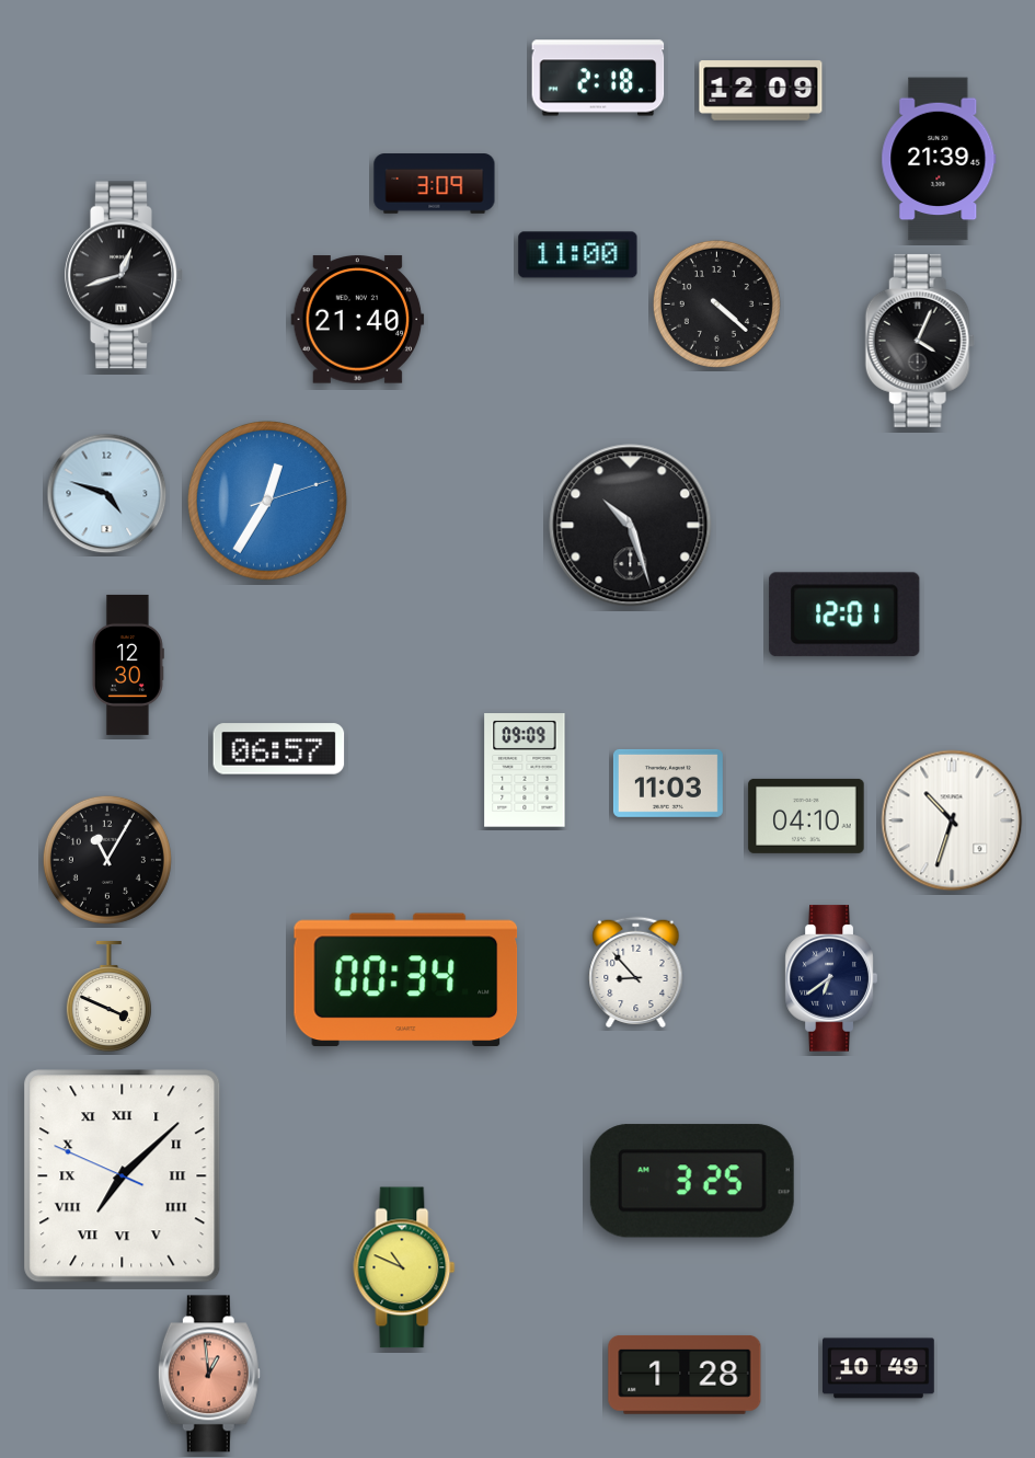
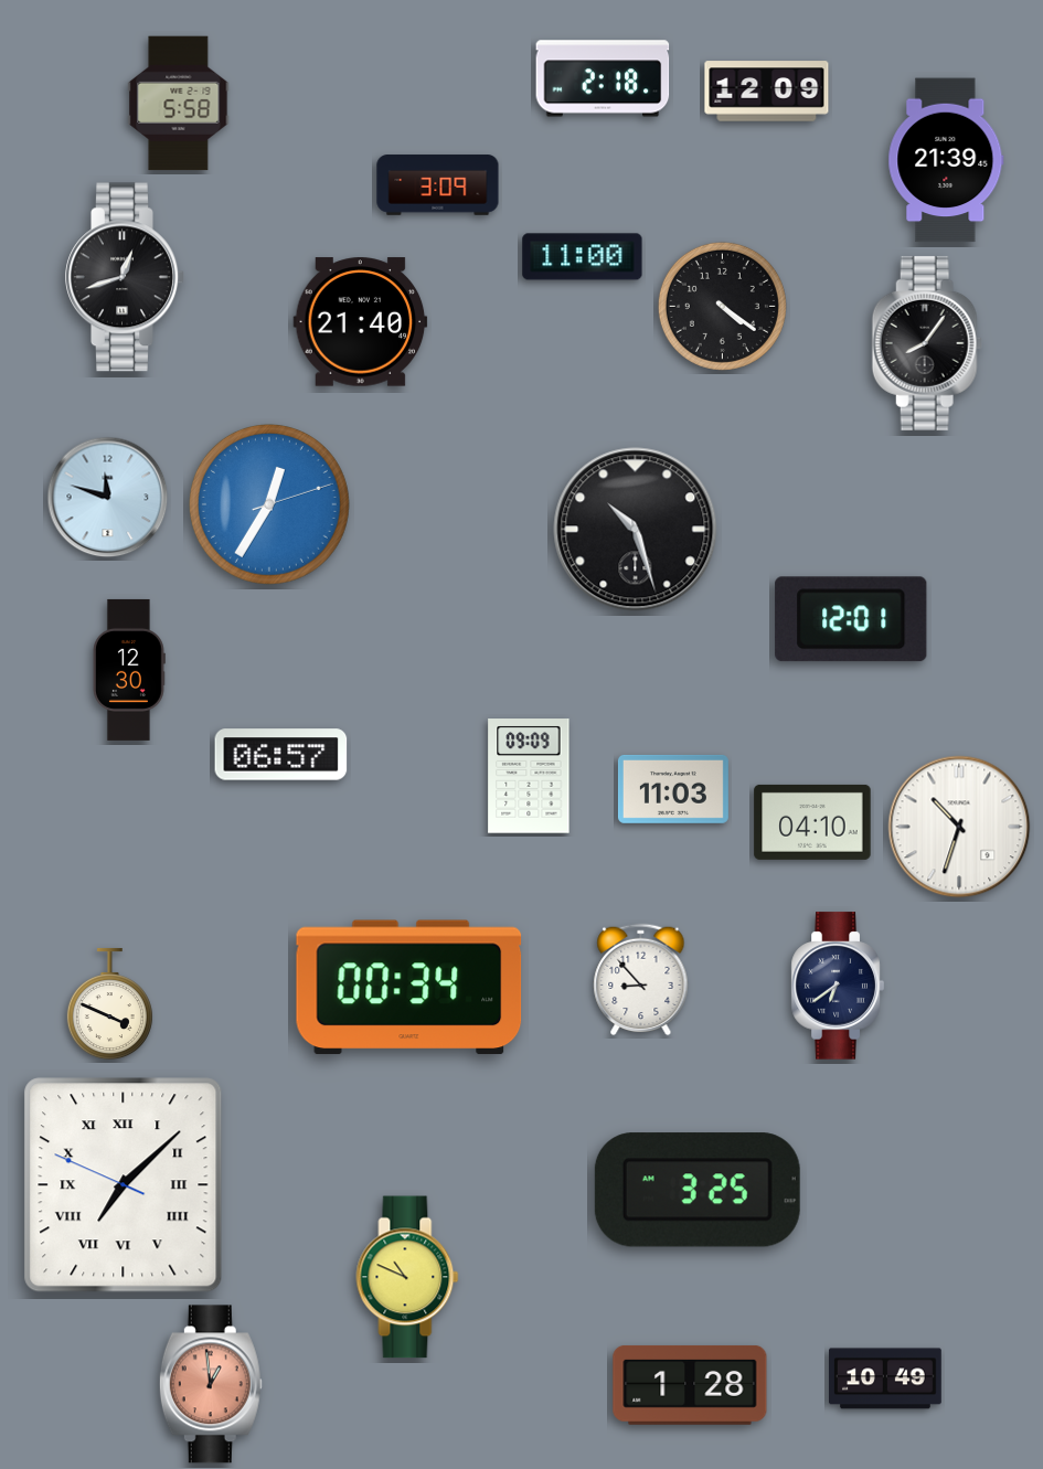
clock at (179, 104): none -> 5:58
clock at (716, 303): 4:22 -> 4:21
clock at (920, 341): 4:04 -> 8:06
clock at (107, 494): 4:48 -> 11:48
clock at (107, 860): 11:05 -> none
